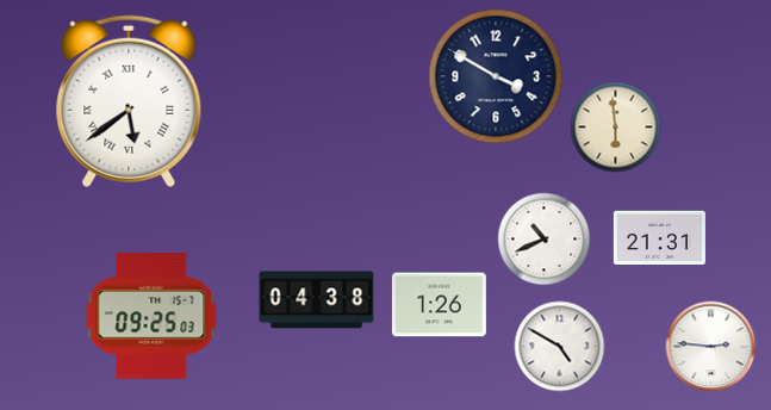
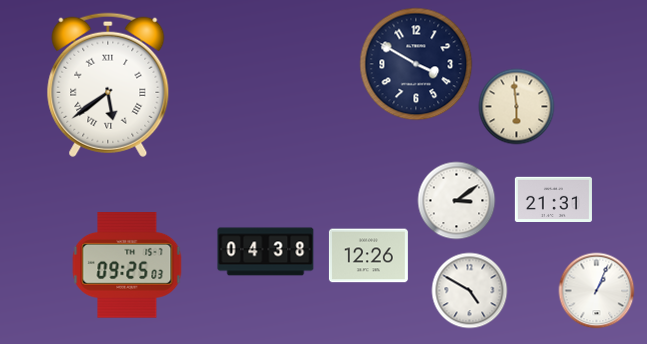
clock at (545, 240): 10:41 -> 3:09
clock at (439, 305): 1:26 -> 12:26
clock at (711, 347): 2:46 -> 1:04
